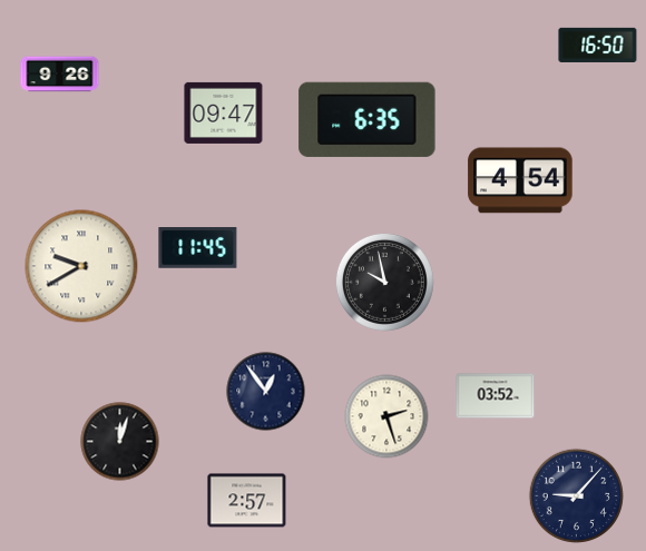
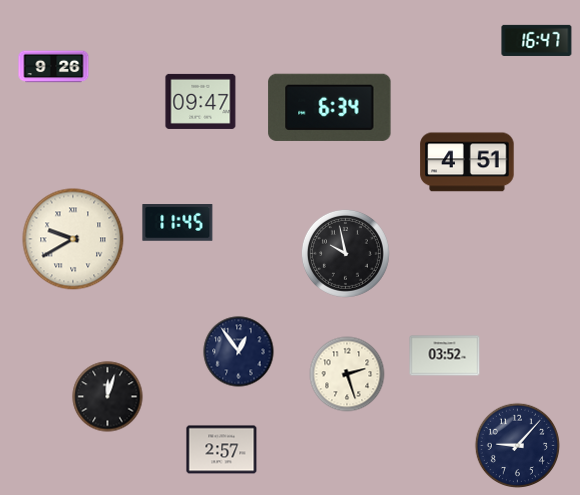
clock at (598, 45): 16:50 -> 16:47
clock at (368, 119): 6:35 -> 6:34
clock at (520, 180): 4:54 -> 4:51
